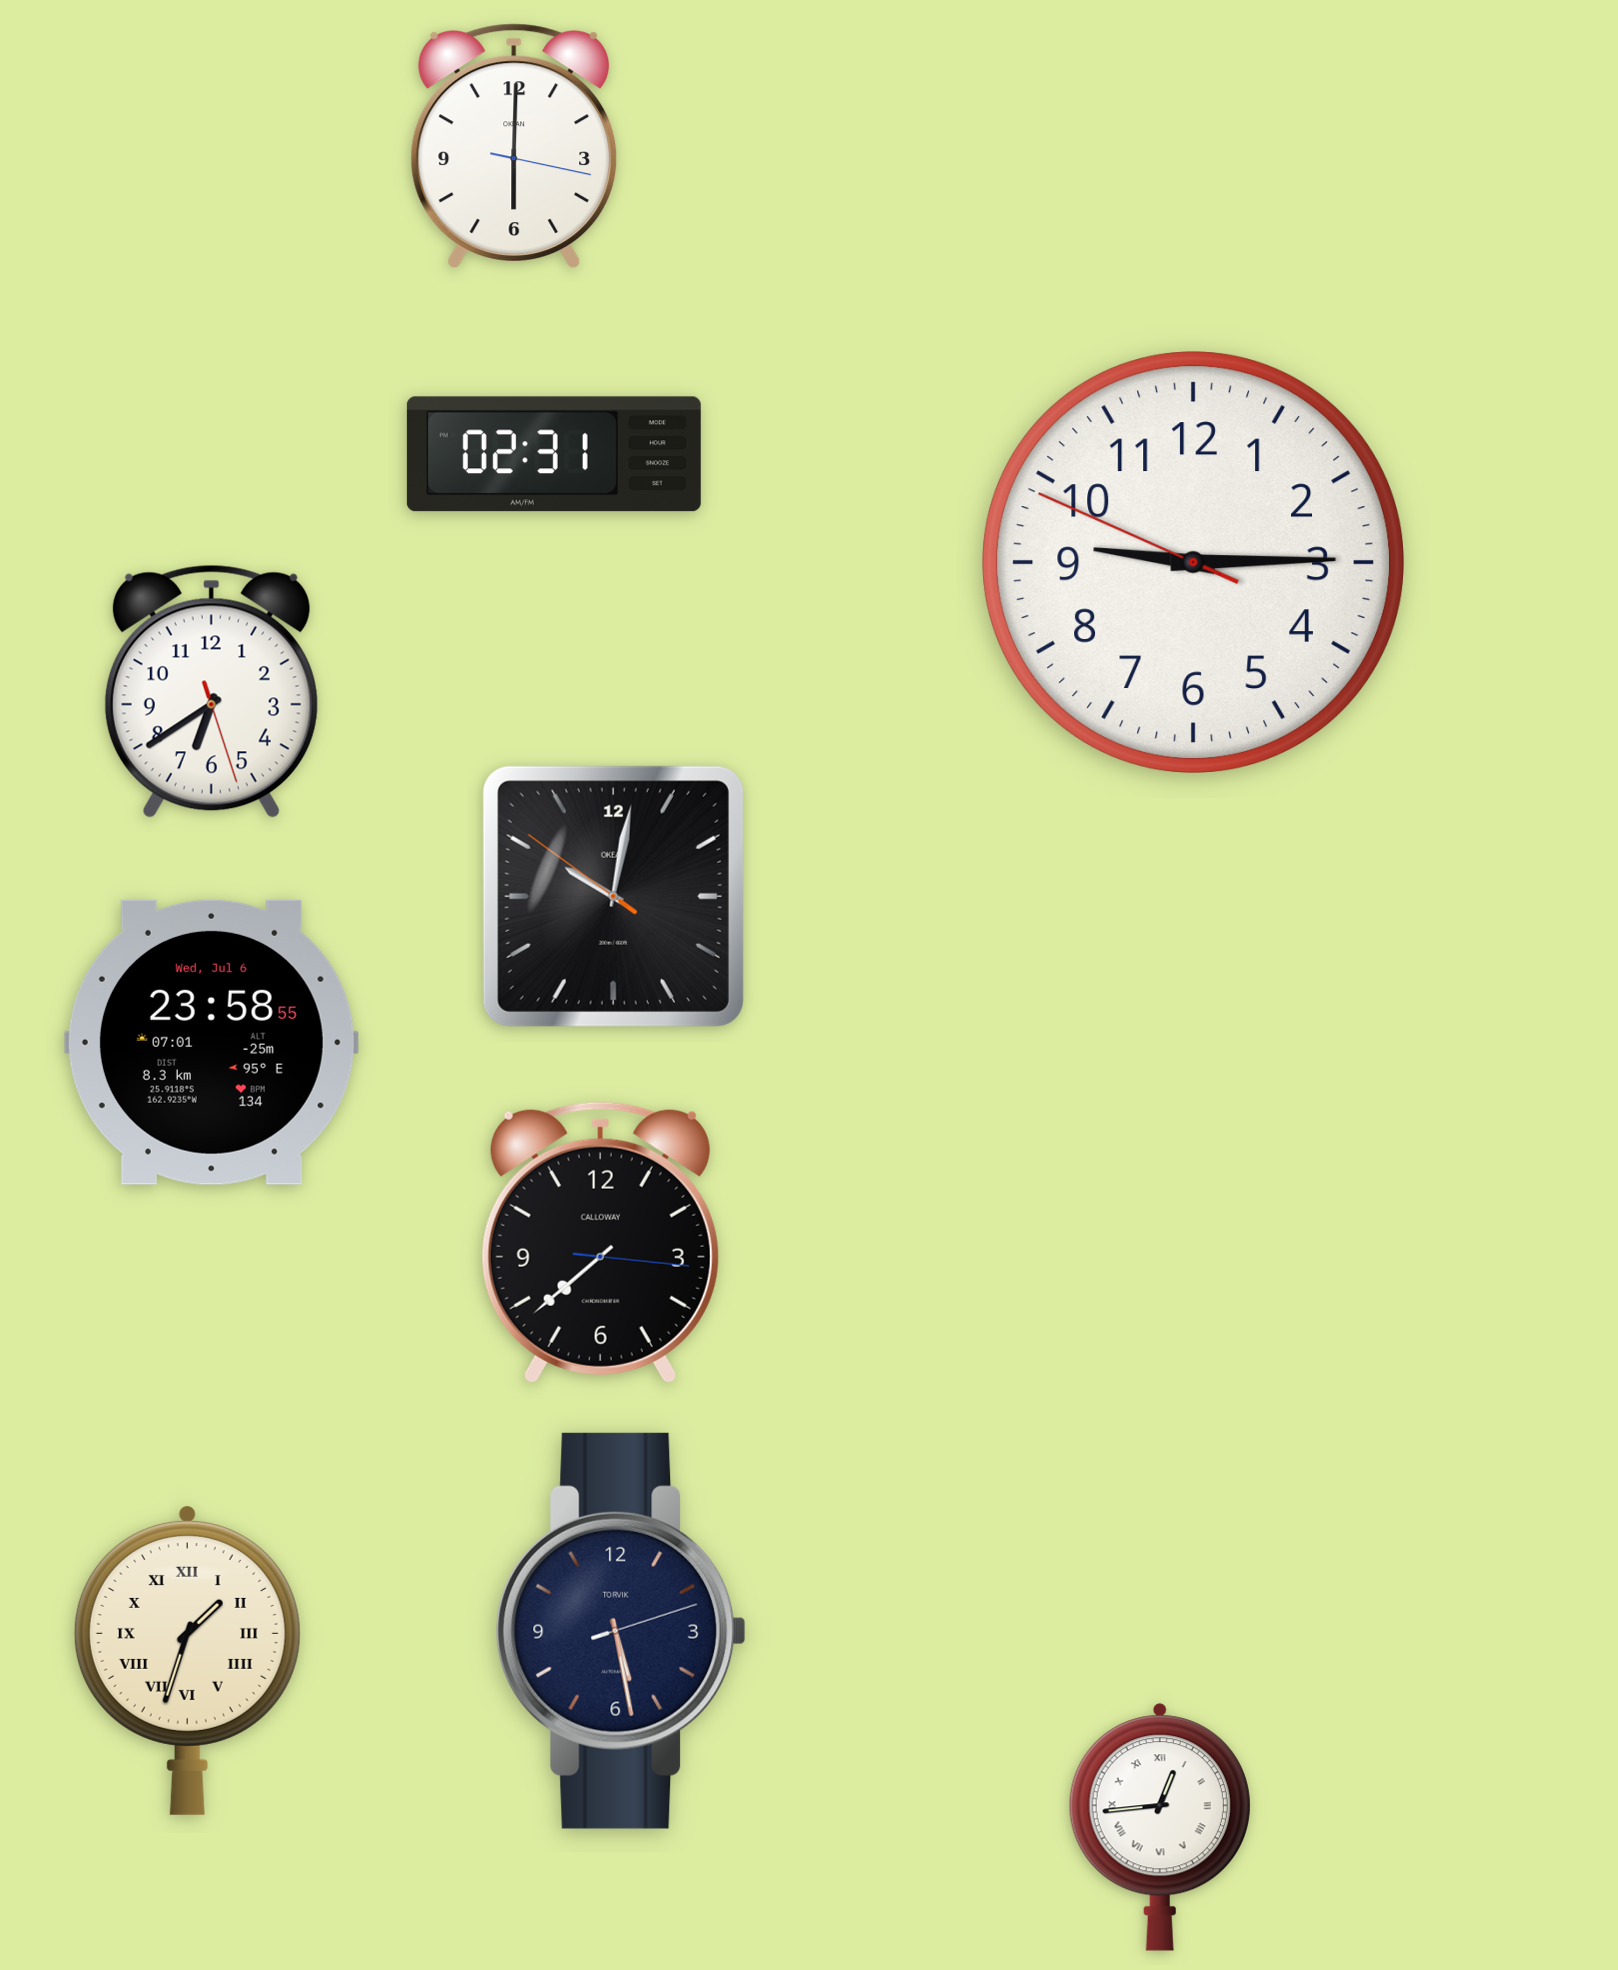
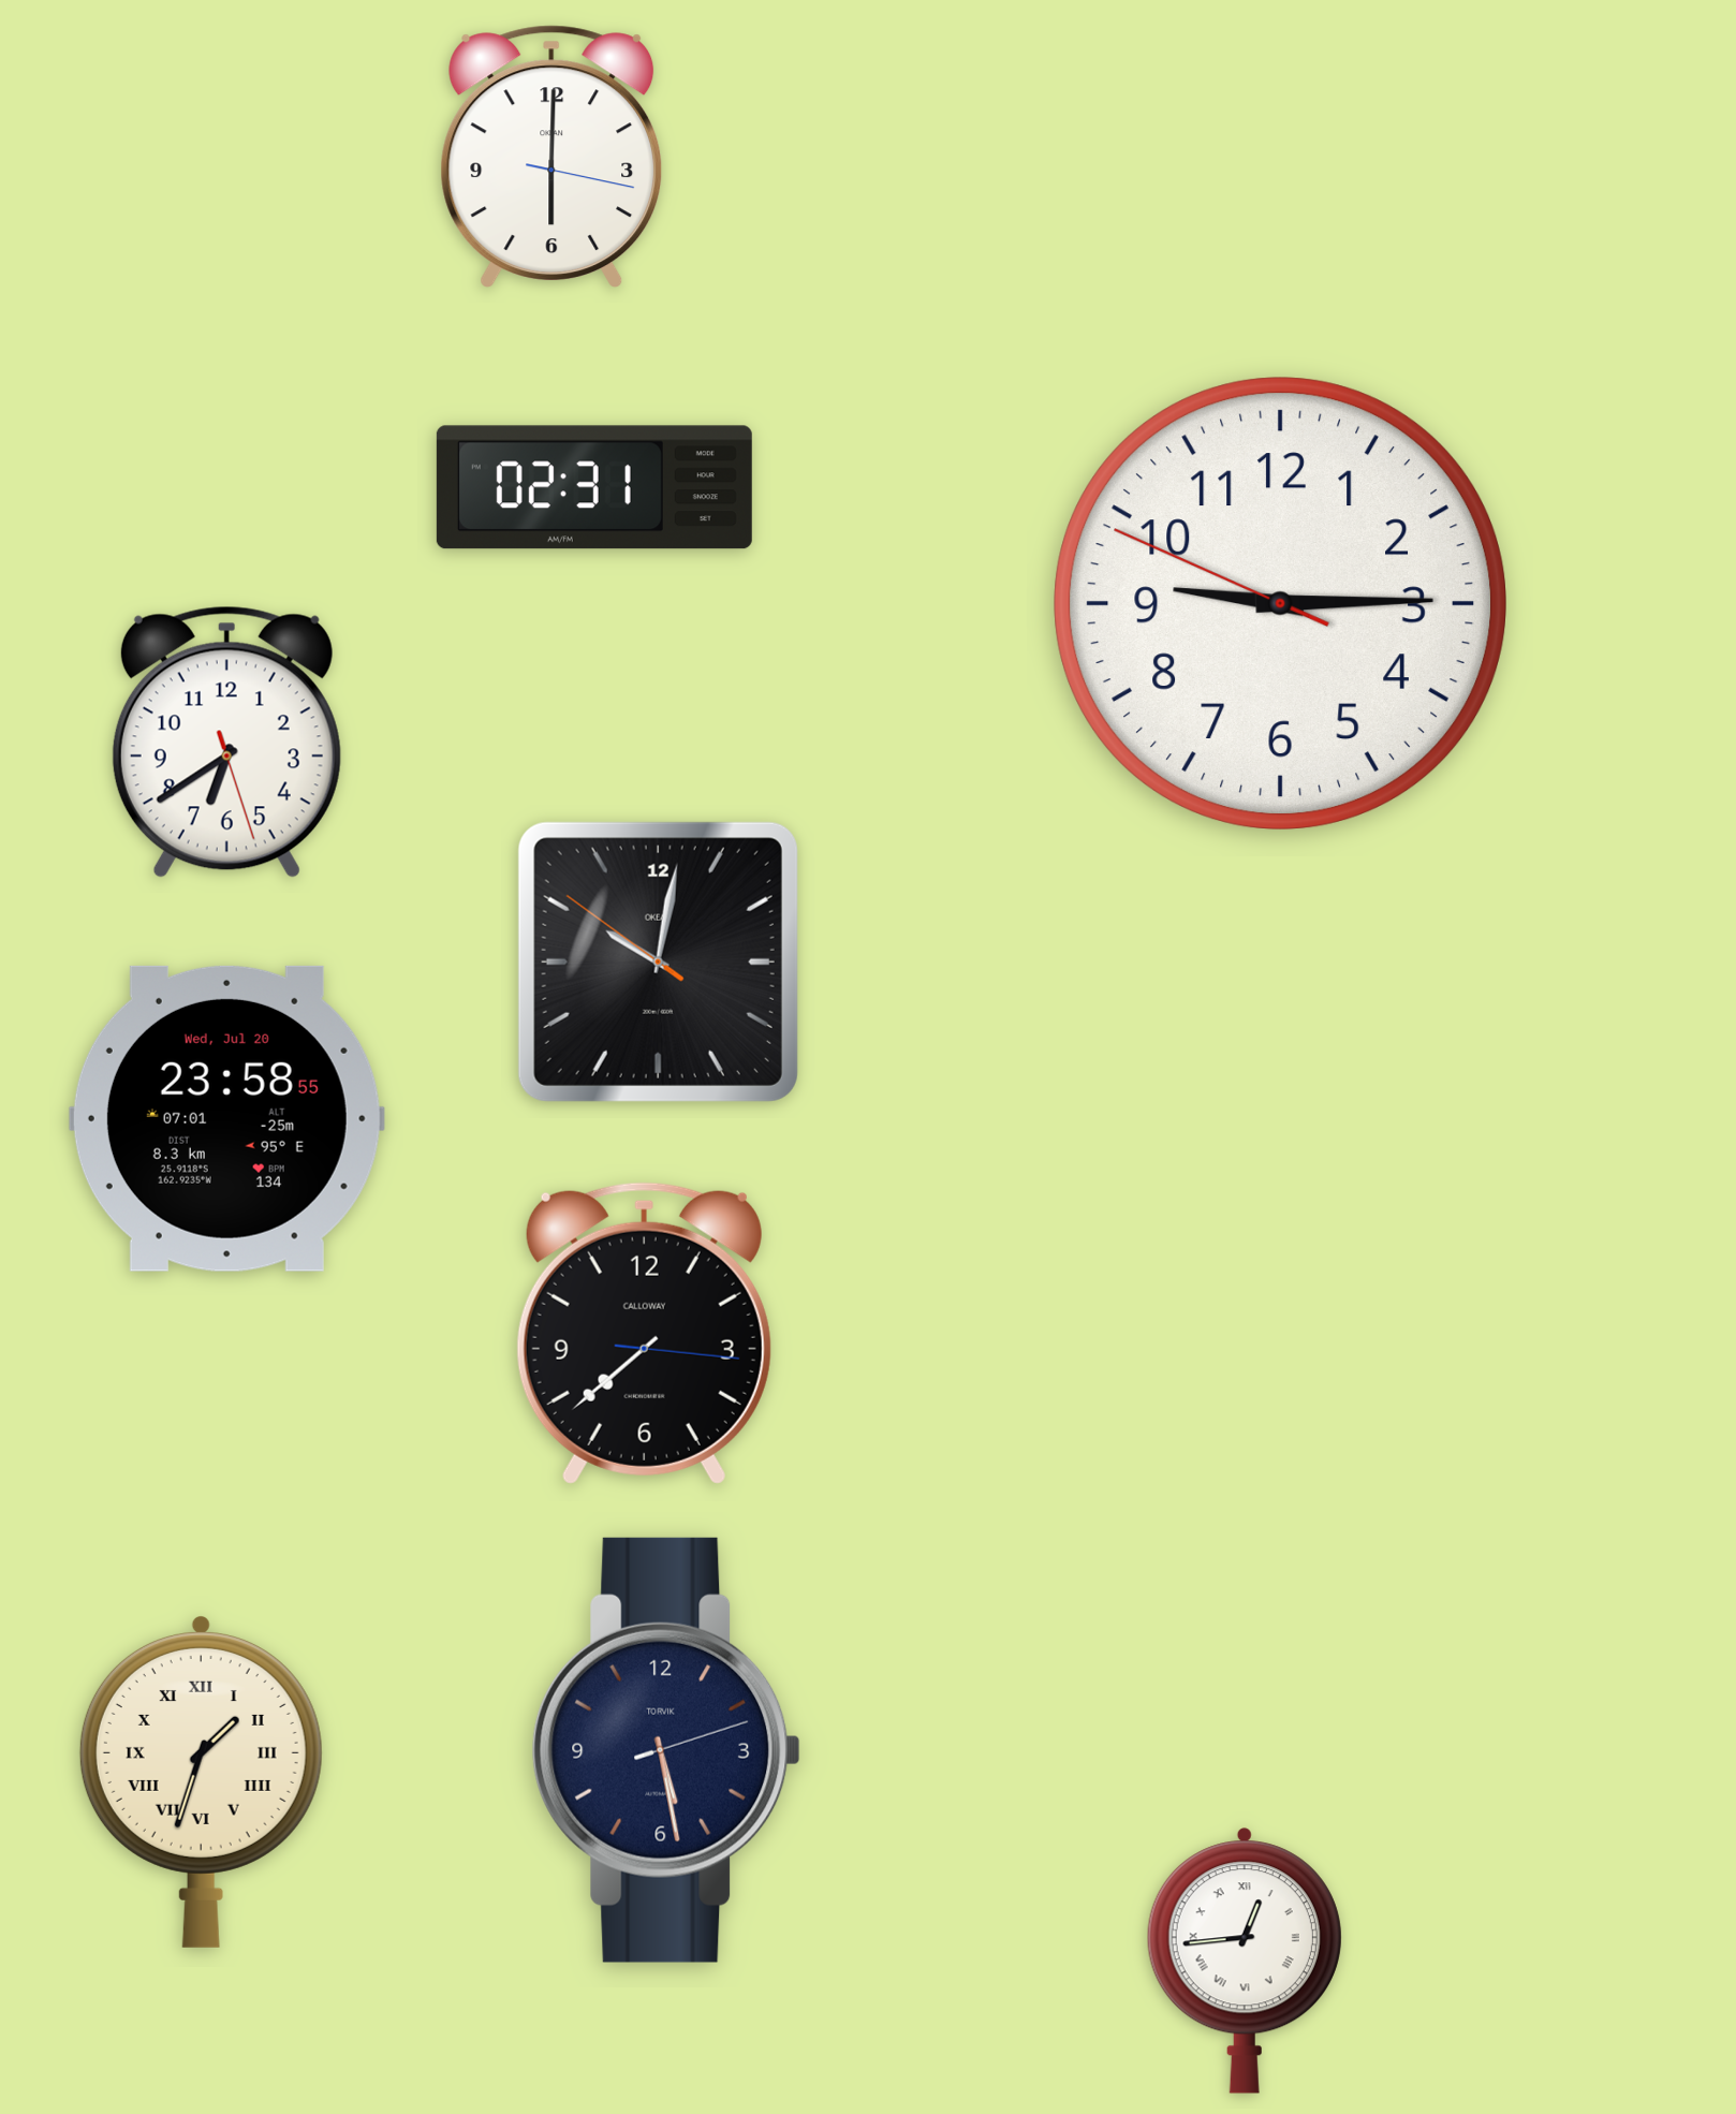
clock at (211, 1042) date: Wed, Jul 6 -> Wed, Jul 20
